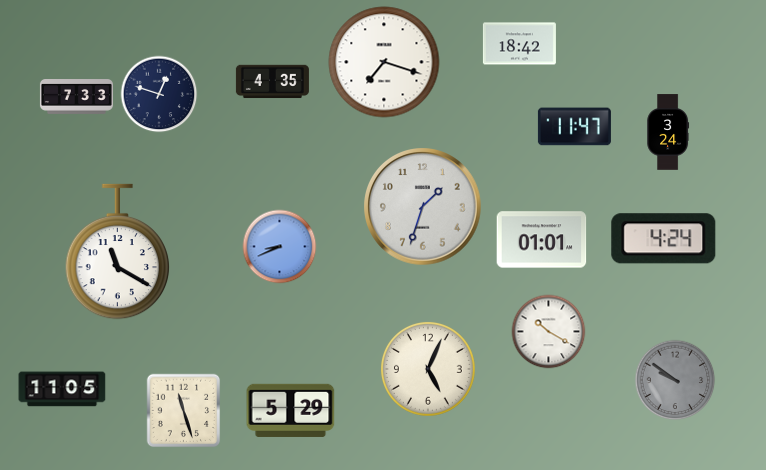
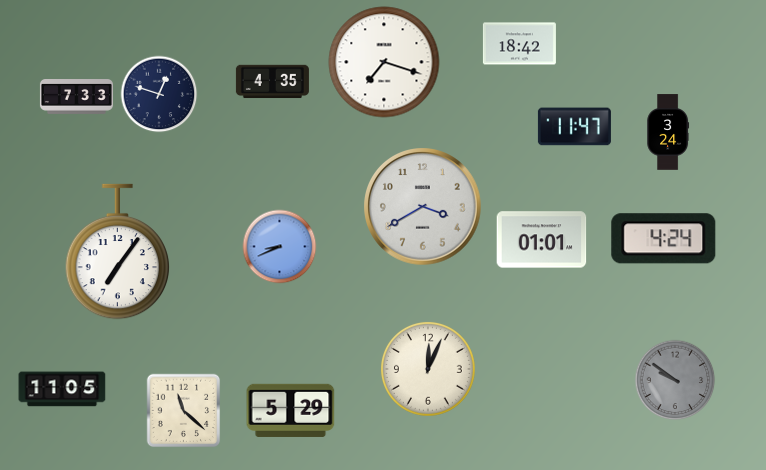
clock at (423, 207): 1:33 -> 3:40
clock at (118, 252): 11:20 -> 7:06
clock at (549, 332): 10:20 -> none
clock at (428, 369): 5:04 -> 12:04
clock at (184, 411): 11:27 -> 11:22
